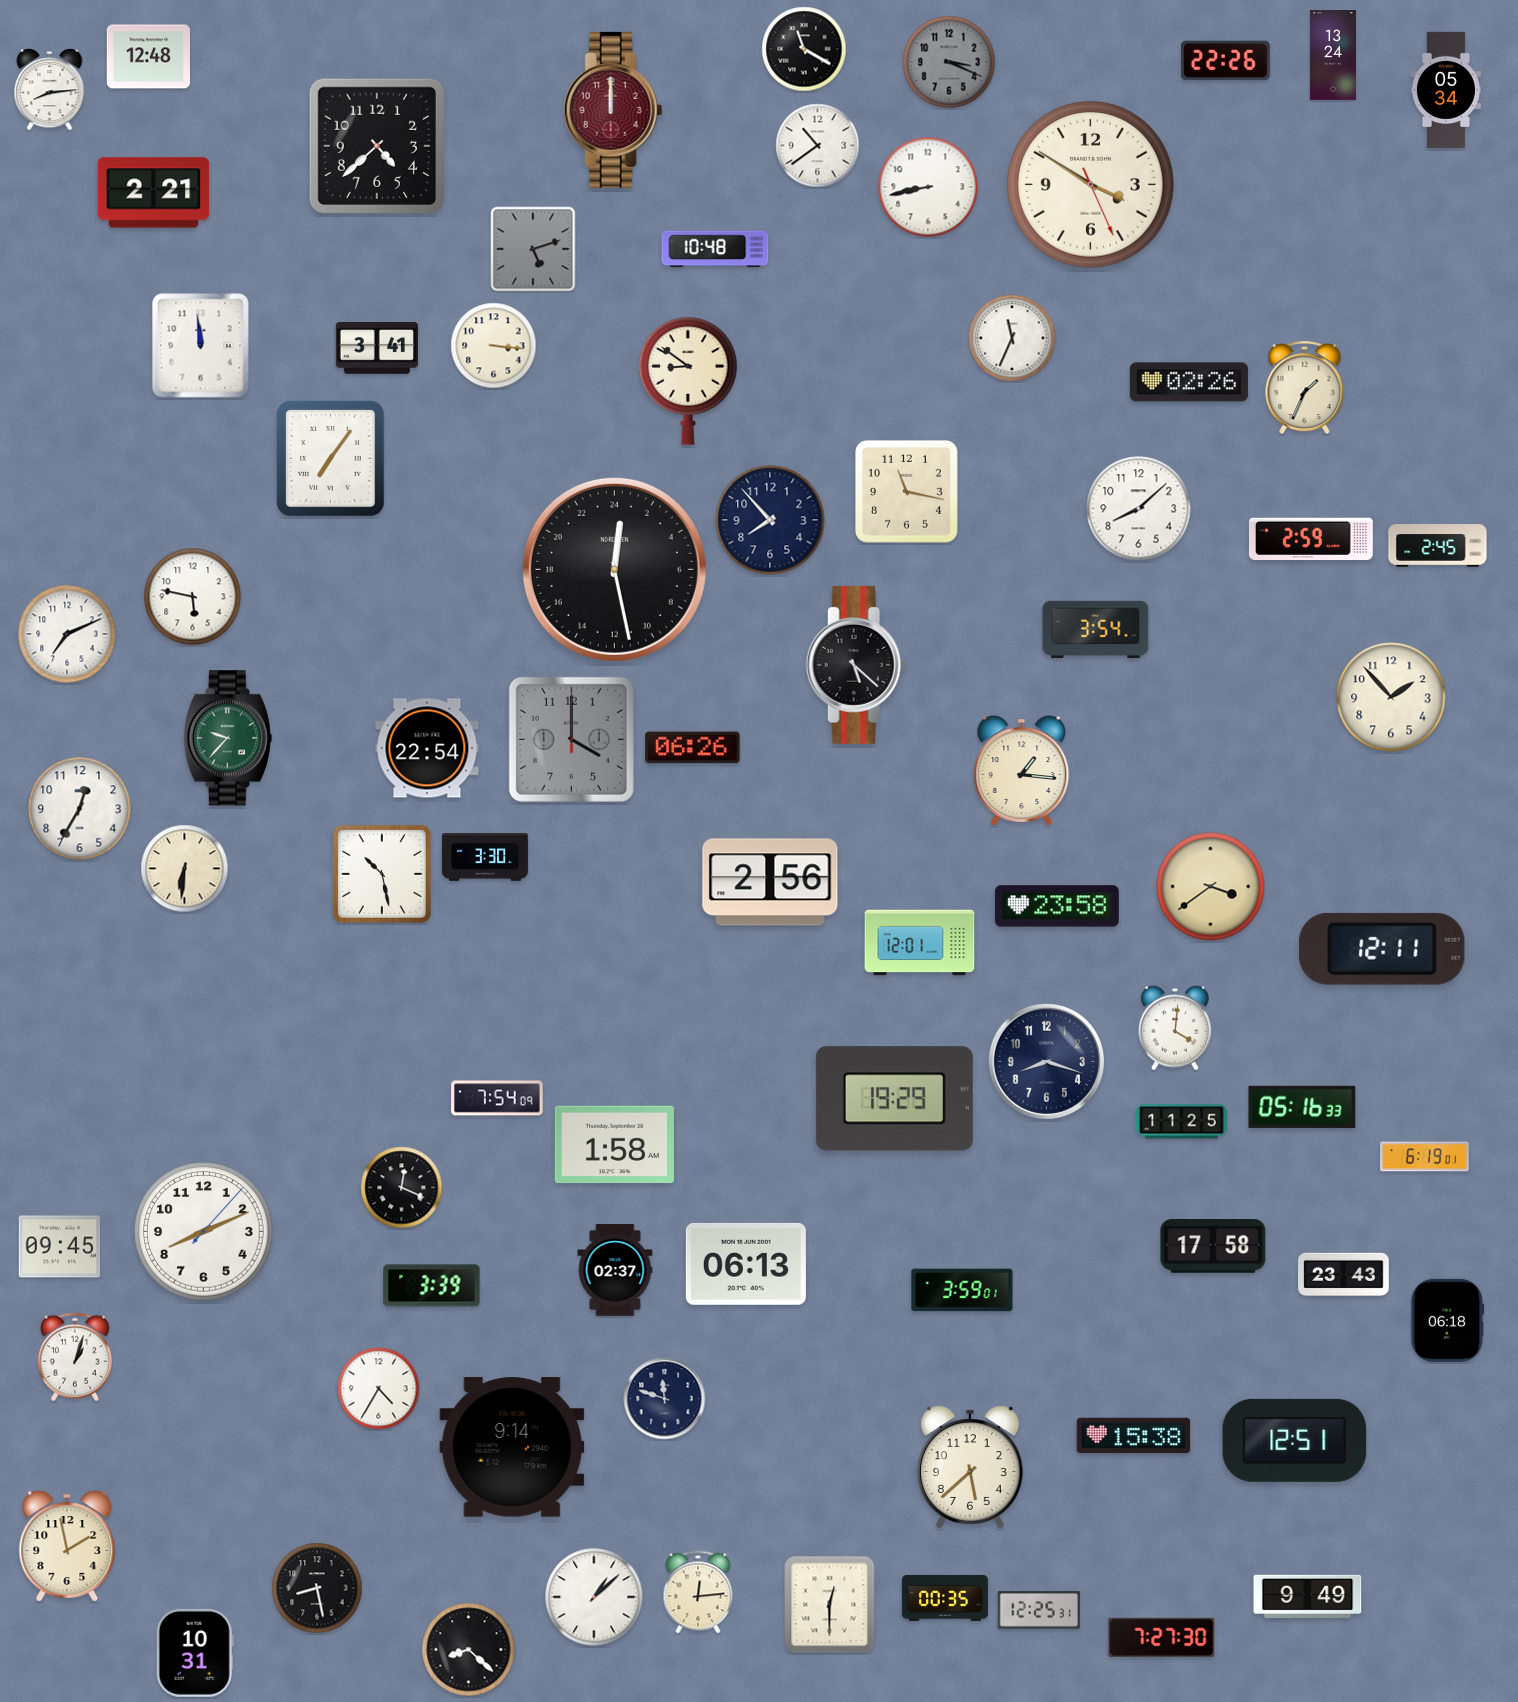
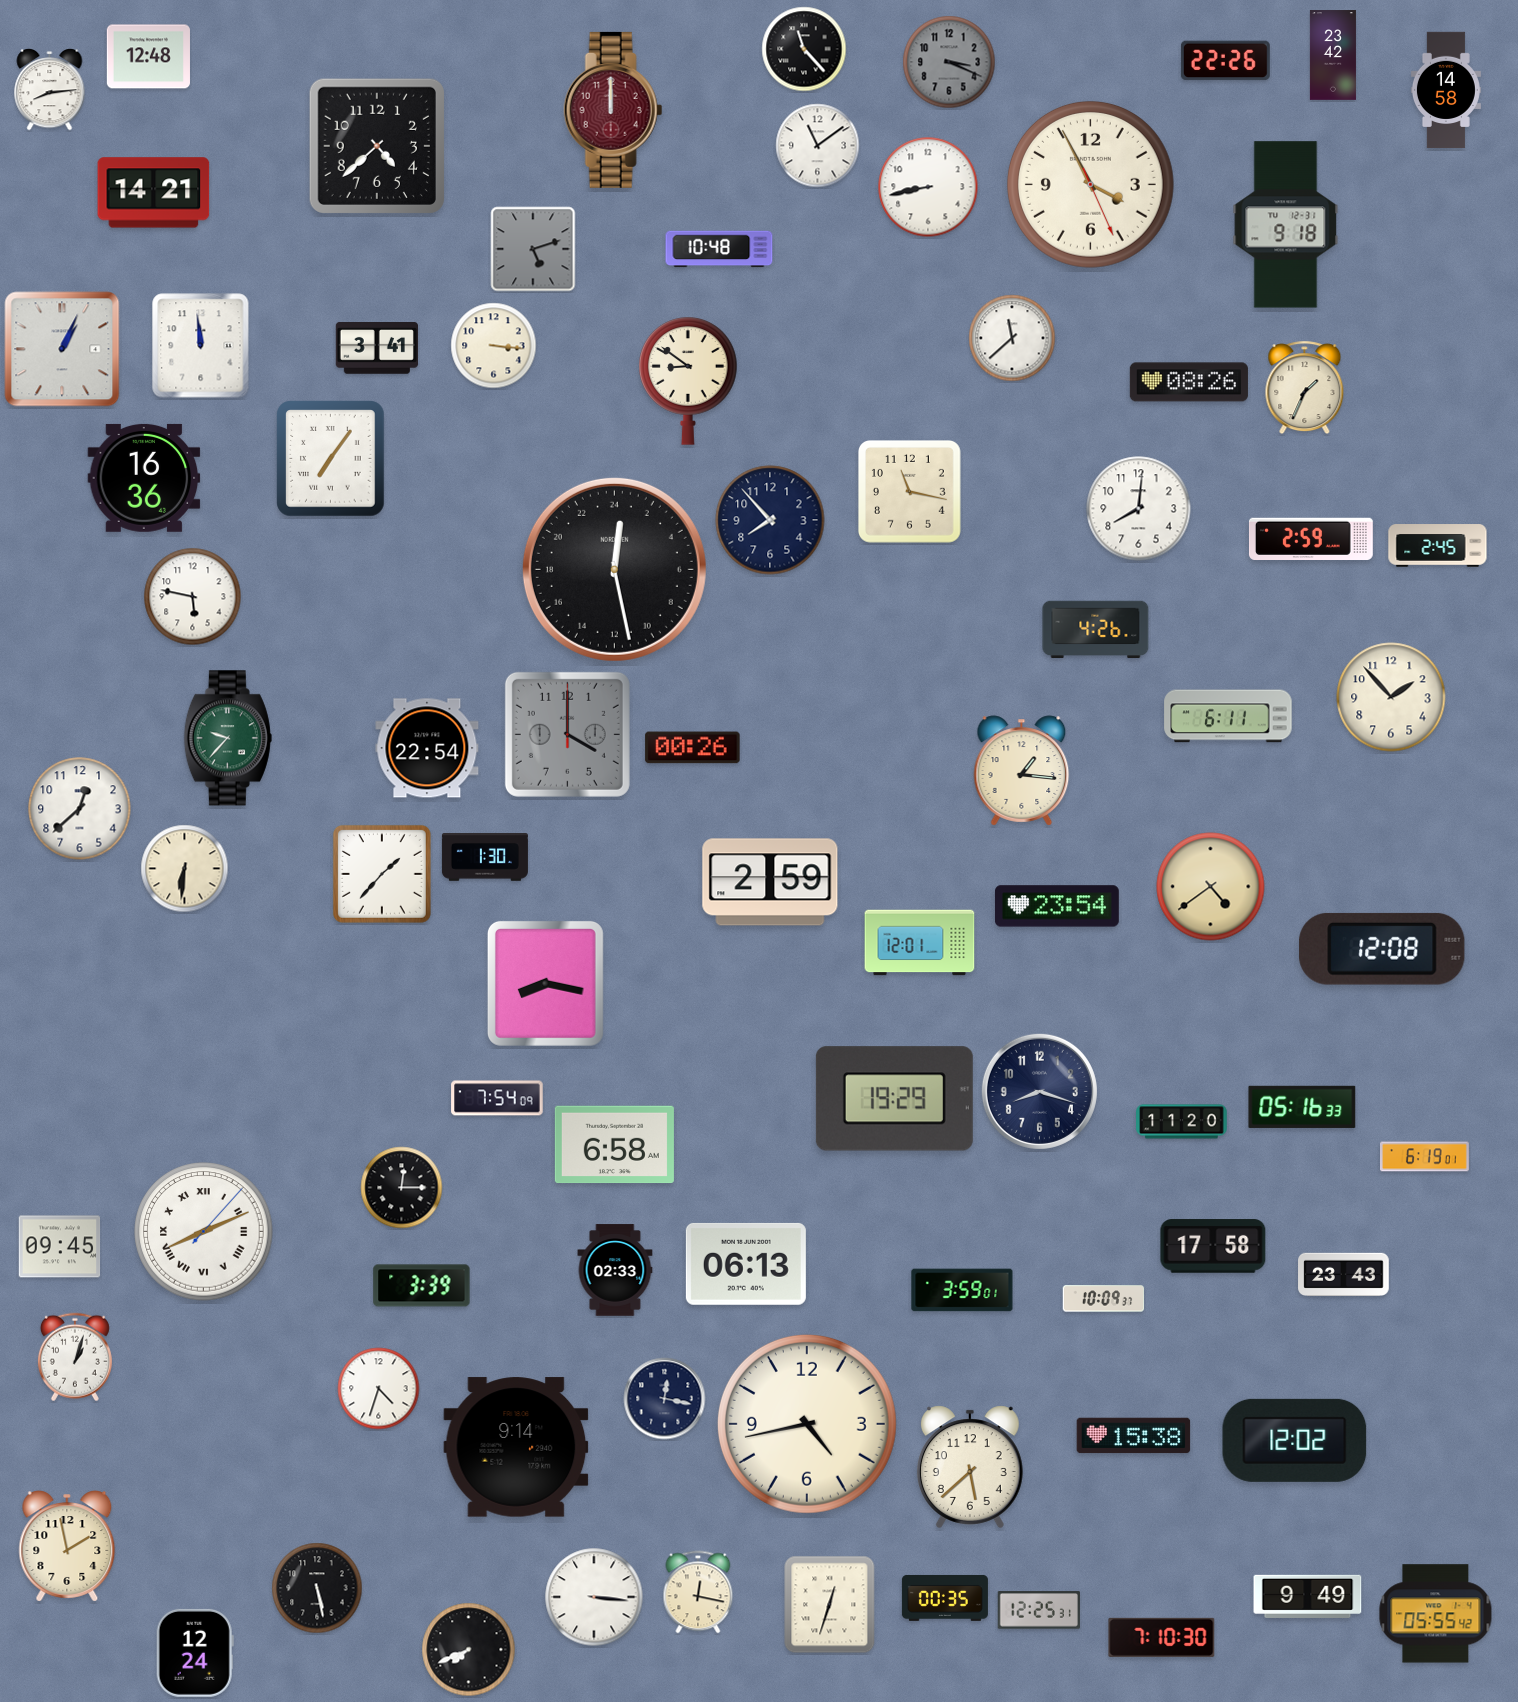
clock at (804, 49): 11:20 -> 11:23
clock at (1333, 55): 13:24 -> 23:42
clock at (1446, 90): 05:34 -> 14:58
clock at (818, 146): 10:39 -> 11:09
clock at (1090, 184): 3:50 -> 3:55
clock at (154, 193): 2:21 -> 14:21
clock at (1286, 225): none -> 9:18
clock at (715, 249) position: (715, 249) -> (719, 249)
clock at (1012, 338): 11:34 -> 11:38
clock at (62, 349): none -> 1:04
clock at (1189, 382): 02:26 -> 08:26
clock at (144, 478): none -> 16:36
clock at (907, 492) position: (907, 492) -> (910, 492)
clock at (1139, 509): 8:08 -> 8:01
clock at (1096, 630): 3:54 -> 4:26
clock at (67, 634): 7:11 -> none
clock at (856, 665): 5:22 -> none
clock at (1228, 716): none -> 6:11
clock at (571, 739) position: (571, 739) -> (567, 734)
clock at (693, 748): 06:26 -> 00:26
clock at (80, 809): 12:35 -> 12:38
clock at (485, 857): 3:30 -> 1:30
clock at (382, 874): 10:28 -> 1:37
clock at (770, 882): 2:56 -> 2:59
clock at (1211, 887): 3:39 -> 4:39
clock at (1057, 906): 23:58 -> 23:54
clock at (1382, 949): 12:11 -> 12:08
clock at (545, 983): none -> 8:17
clock at (1175, 1028): 4:01 -> none
clock at (1046, 1061) position: (1046, 1061) -> (1039, 1091)
clock at (1182, 1122): 11:25 -> 11:20
clock at (614, 1145): 1:58 -> 6:58
clock at (402, 1188): 12:19 -> 12:15
clock at (204, 1232) numerals: Arabic -> Roman
clock at (615, 1270): 02:37 -> 02:33
clock at (432, 1286) position: (432, 1286) -> (422, 1286)
clock at (1104, 1299): none -> 10:09
clock at (1448, 1320): 06:18 -> none
clock at (379, 1389): 4:35 -> 4:33
clock at (665, 1399): 11:48 -> 12:17
clock at (807, 1424): none -> 4:43
clock at (1295, 1440): 12:51 -> 12:02
clock at (512, 1447) position: (512, 1447) -> (516, 1447)
clock at (317, 1588): 8:28 -> 5:28
clock at (698, 1592): 12:14 -> 12:17
clock at (594, 1597): 1:08 -> 3:16
clock at (830, 1605): 12:30 -> 12:33
clock at (1436, 1614): none -> 05:55
clock at (1162, 1637): 7:27 -> 7:10
clock at (469, 1650): 8:22 -> 7:41
clock at (195, 1653): 10:31 -> 12:24
